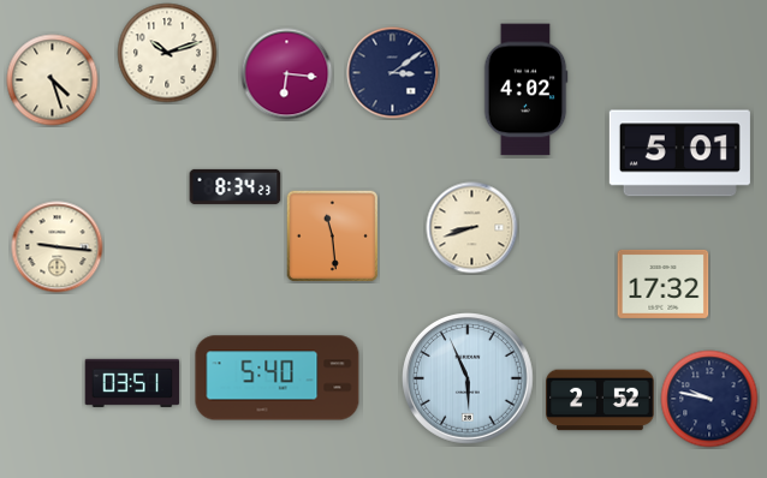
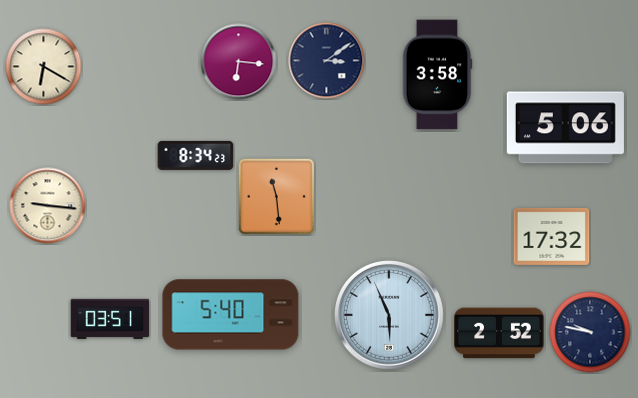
clock at (167, 53): 10:12 -> none
clock at (53, 80): 4:27 -> 6:20
clock at (525, 90): 4:02 -> 3:58
clock at (679, 154): 5:01 -> 5:06
clock at (472, 228): 8:42 -> none
